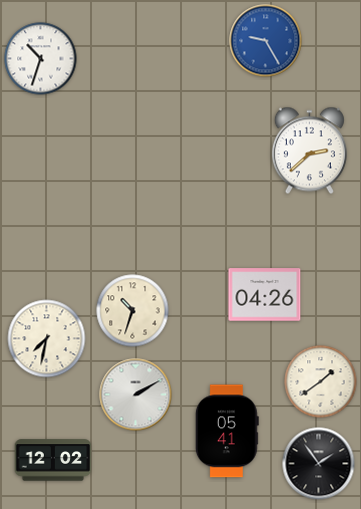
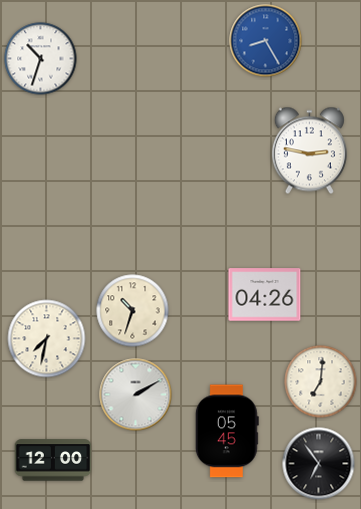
clock at (266, 41): 9:25 -> 8:25
clock at (309, 151): 2:38 -> 2:47
clock at (321, 382): 1:39 -> 7:01
clock at (227, 431): 05:41 -> 05:45
clock at (53, 460): 12:02 -> 12:00
clock at (319, 464): 1:54 -> 6:54
